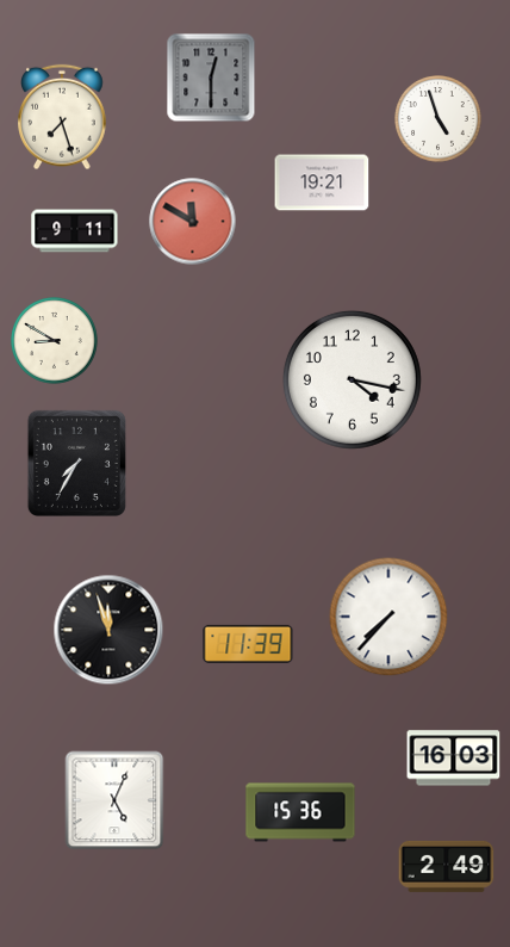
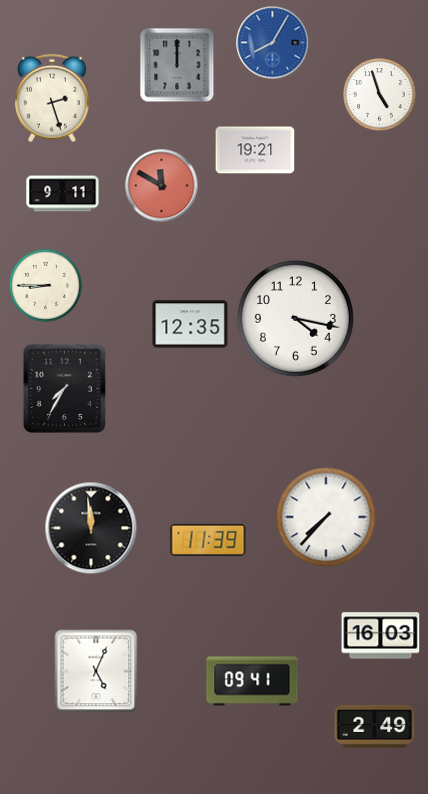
clock at (273, 43): none -> 8:05
clock at (211, 78): 12:30 -> 12:00
clock at (62, 117): 7:27 -> 2:27
clock at (439, 119) position: (439, 119) -> (380, 95)
clock at (322, 182) position: (322, 182) -> (255, 150)
clock at (55, 341): 8:50 -> 8:45
clock at (190, 324): none -> 12:35
clock at (108, 630): 11:57 -> 11:59
clock at (300, 812): 15:36 -> 09:41
